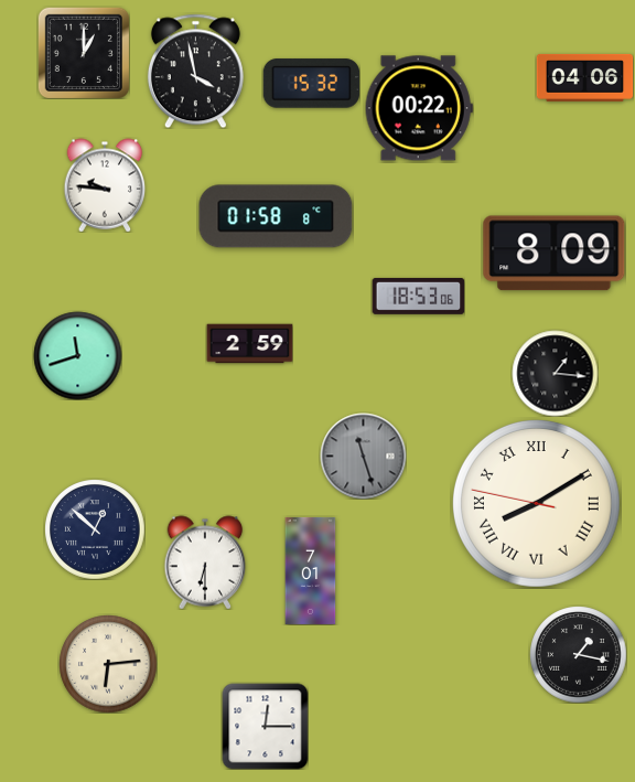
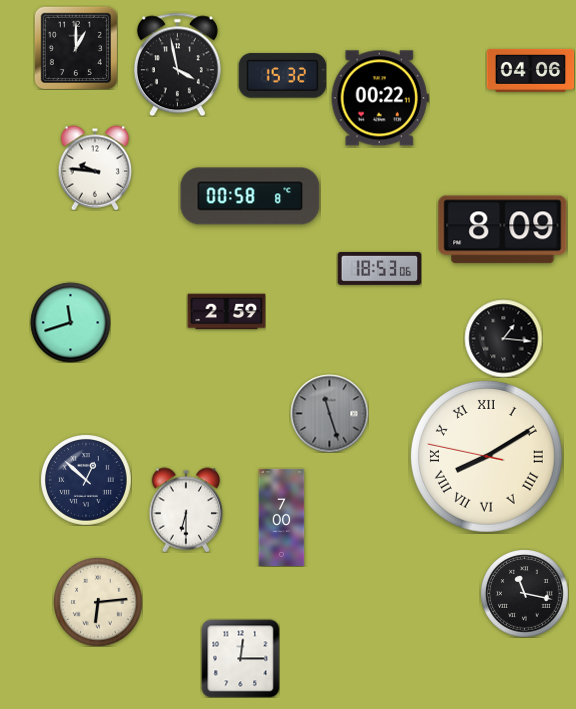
clock at (276, 216): 01:58 -> 00:58
clock at (311, 570): 7:01 -> 7:00
clock at (578, 654): 1:17 -> 11:17
